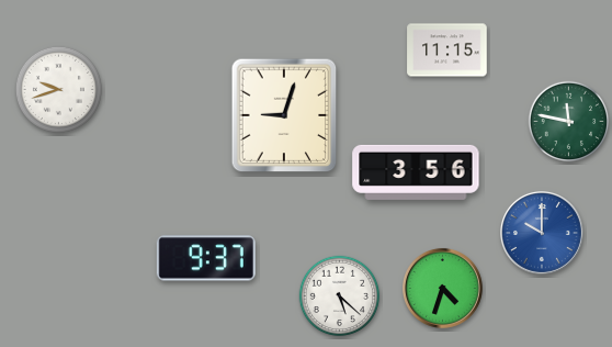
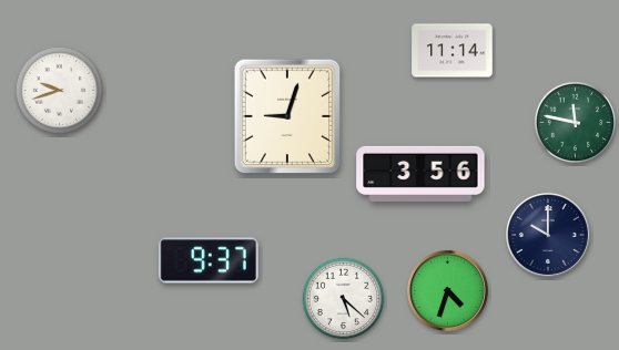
clock at (447, 51): 11:15 -> 11:14
clock at (543, 234) dial: blue -> navy
